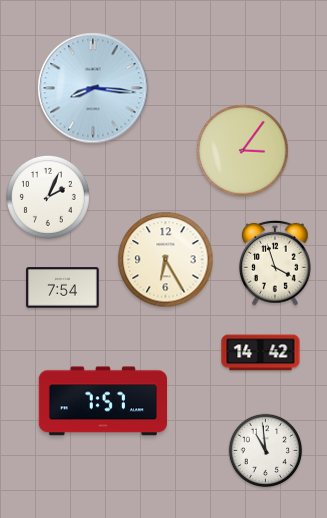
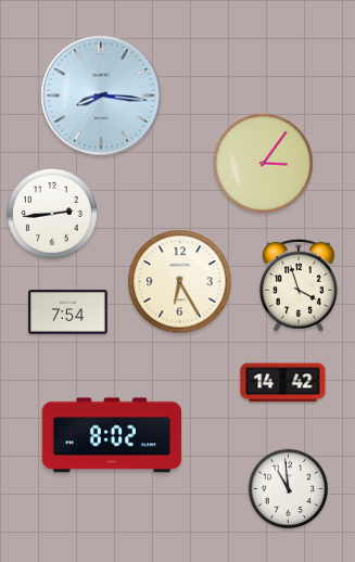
clock at (48, 197): 2:04 -> 2:44
clock at (102, 401): 7:57 -> 8:02
